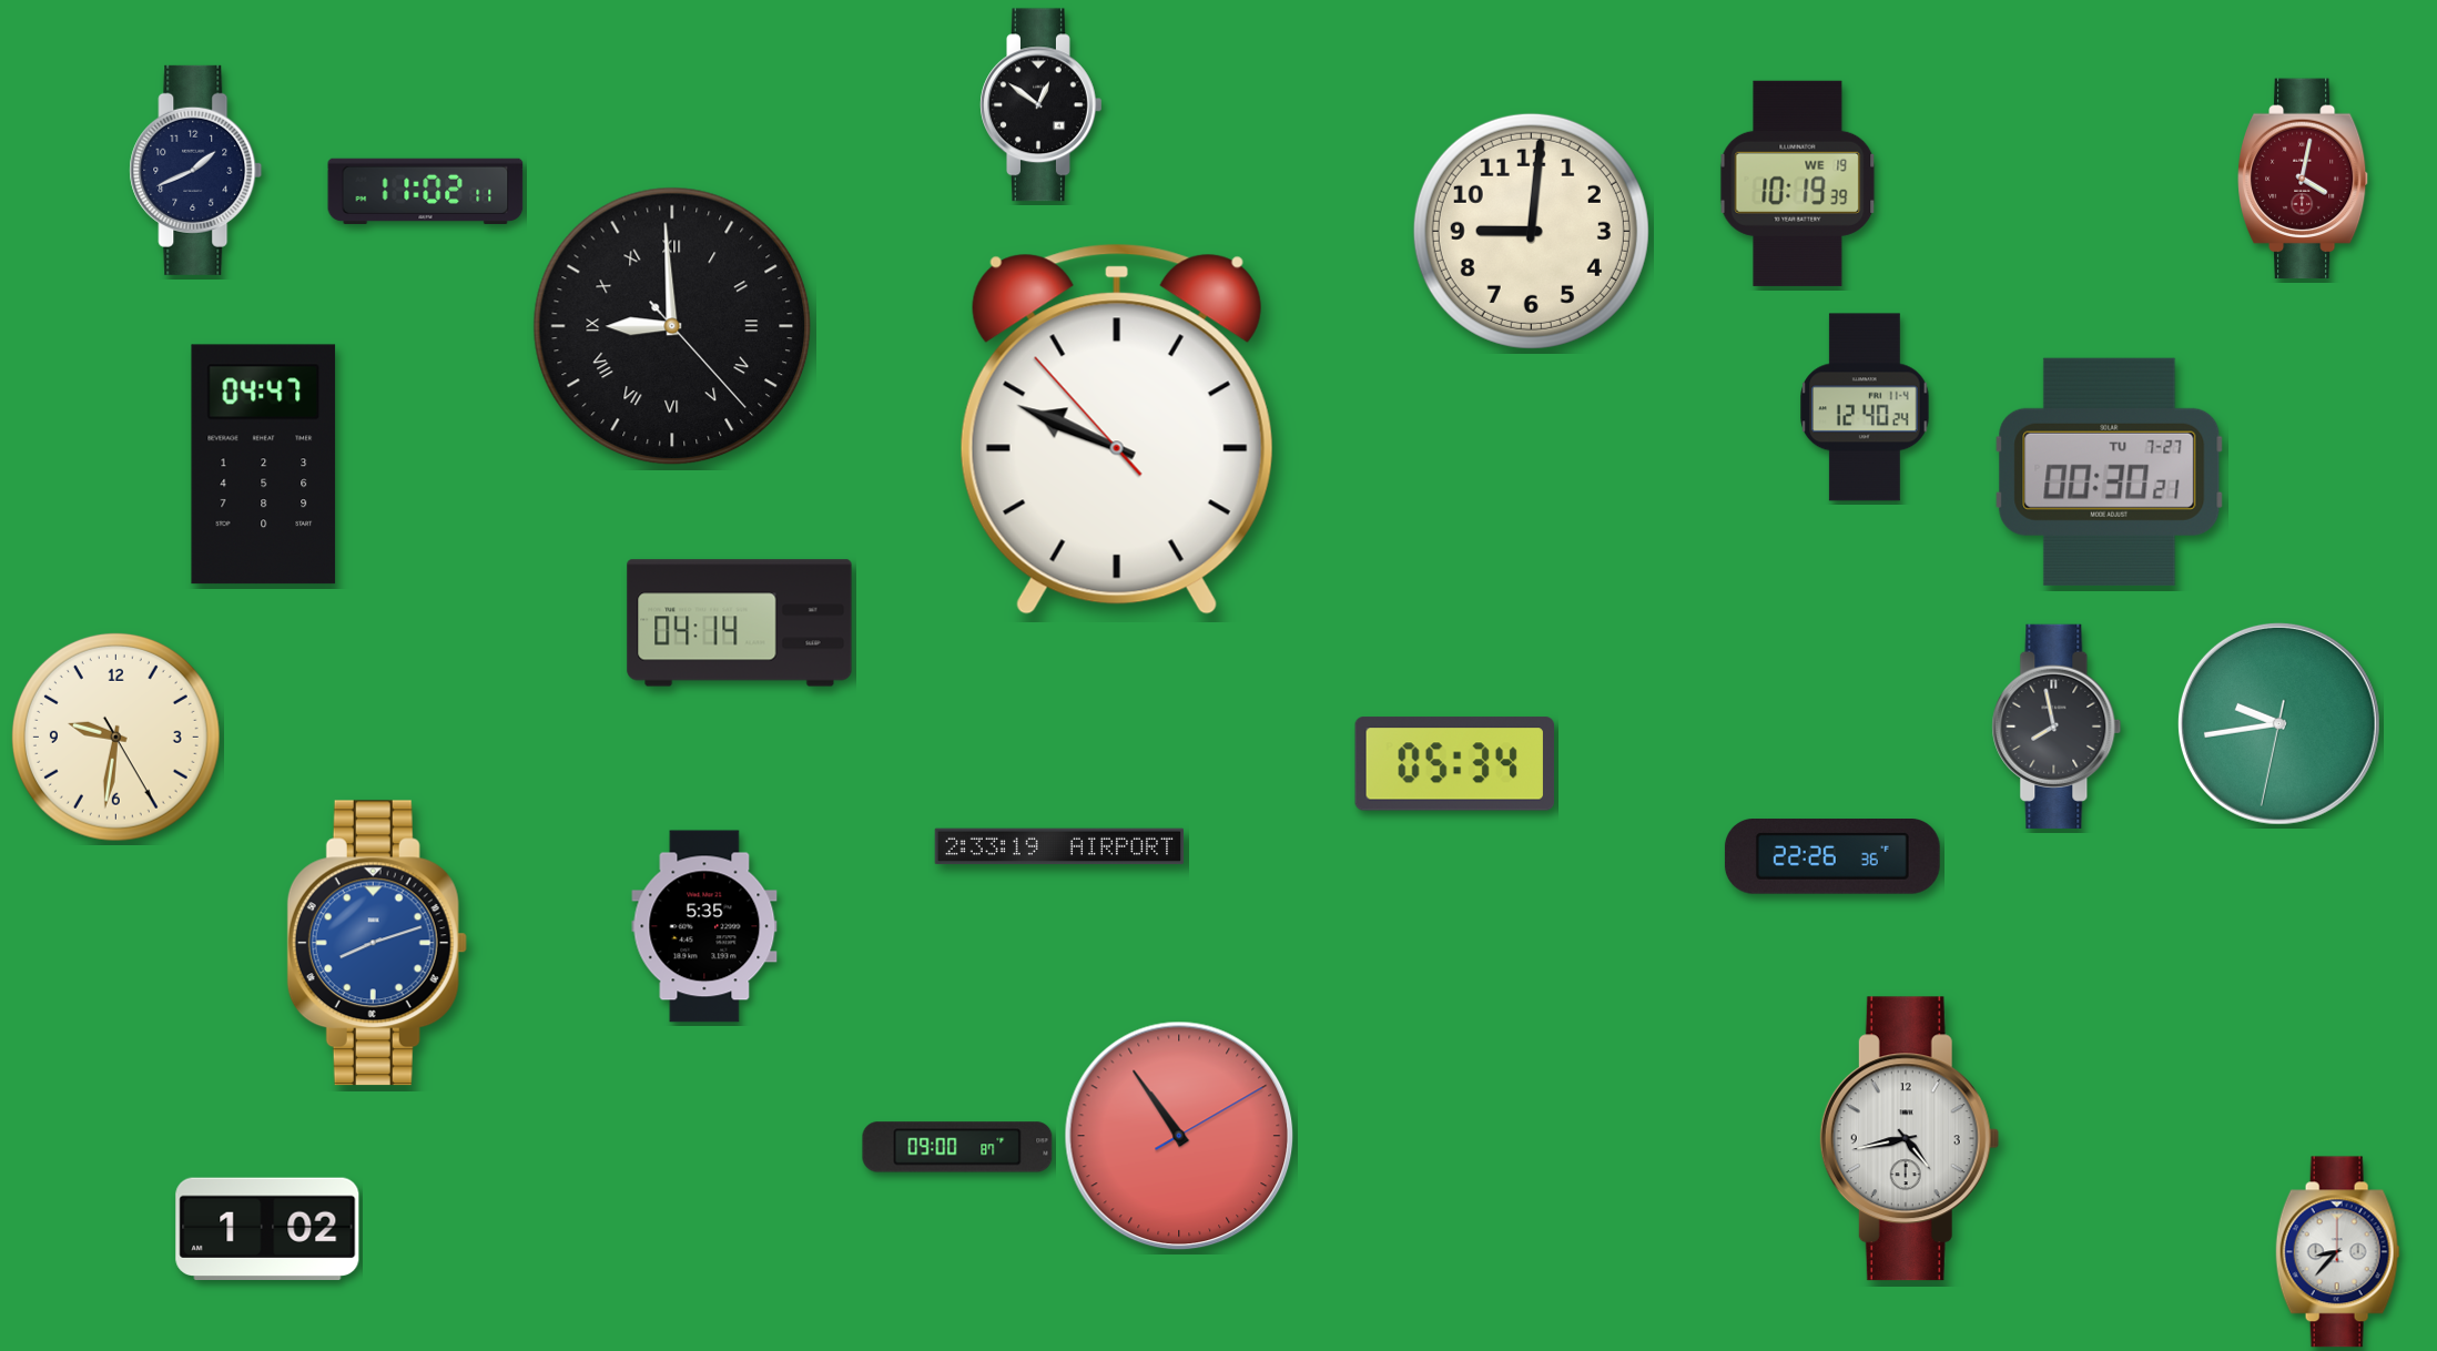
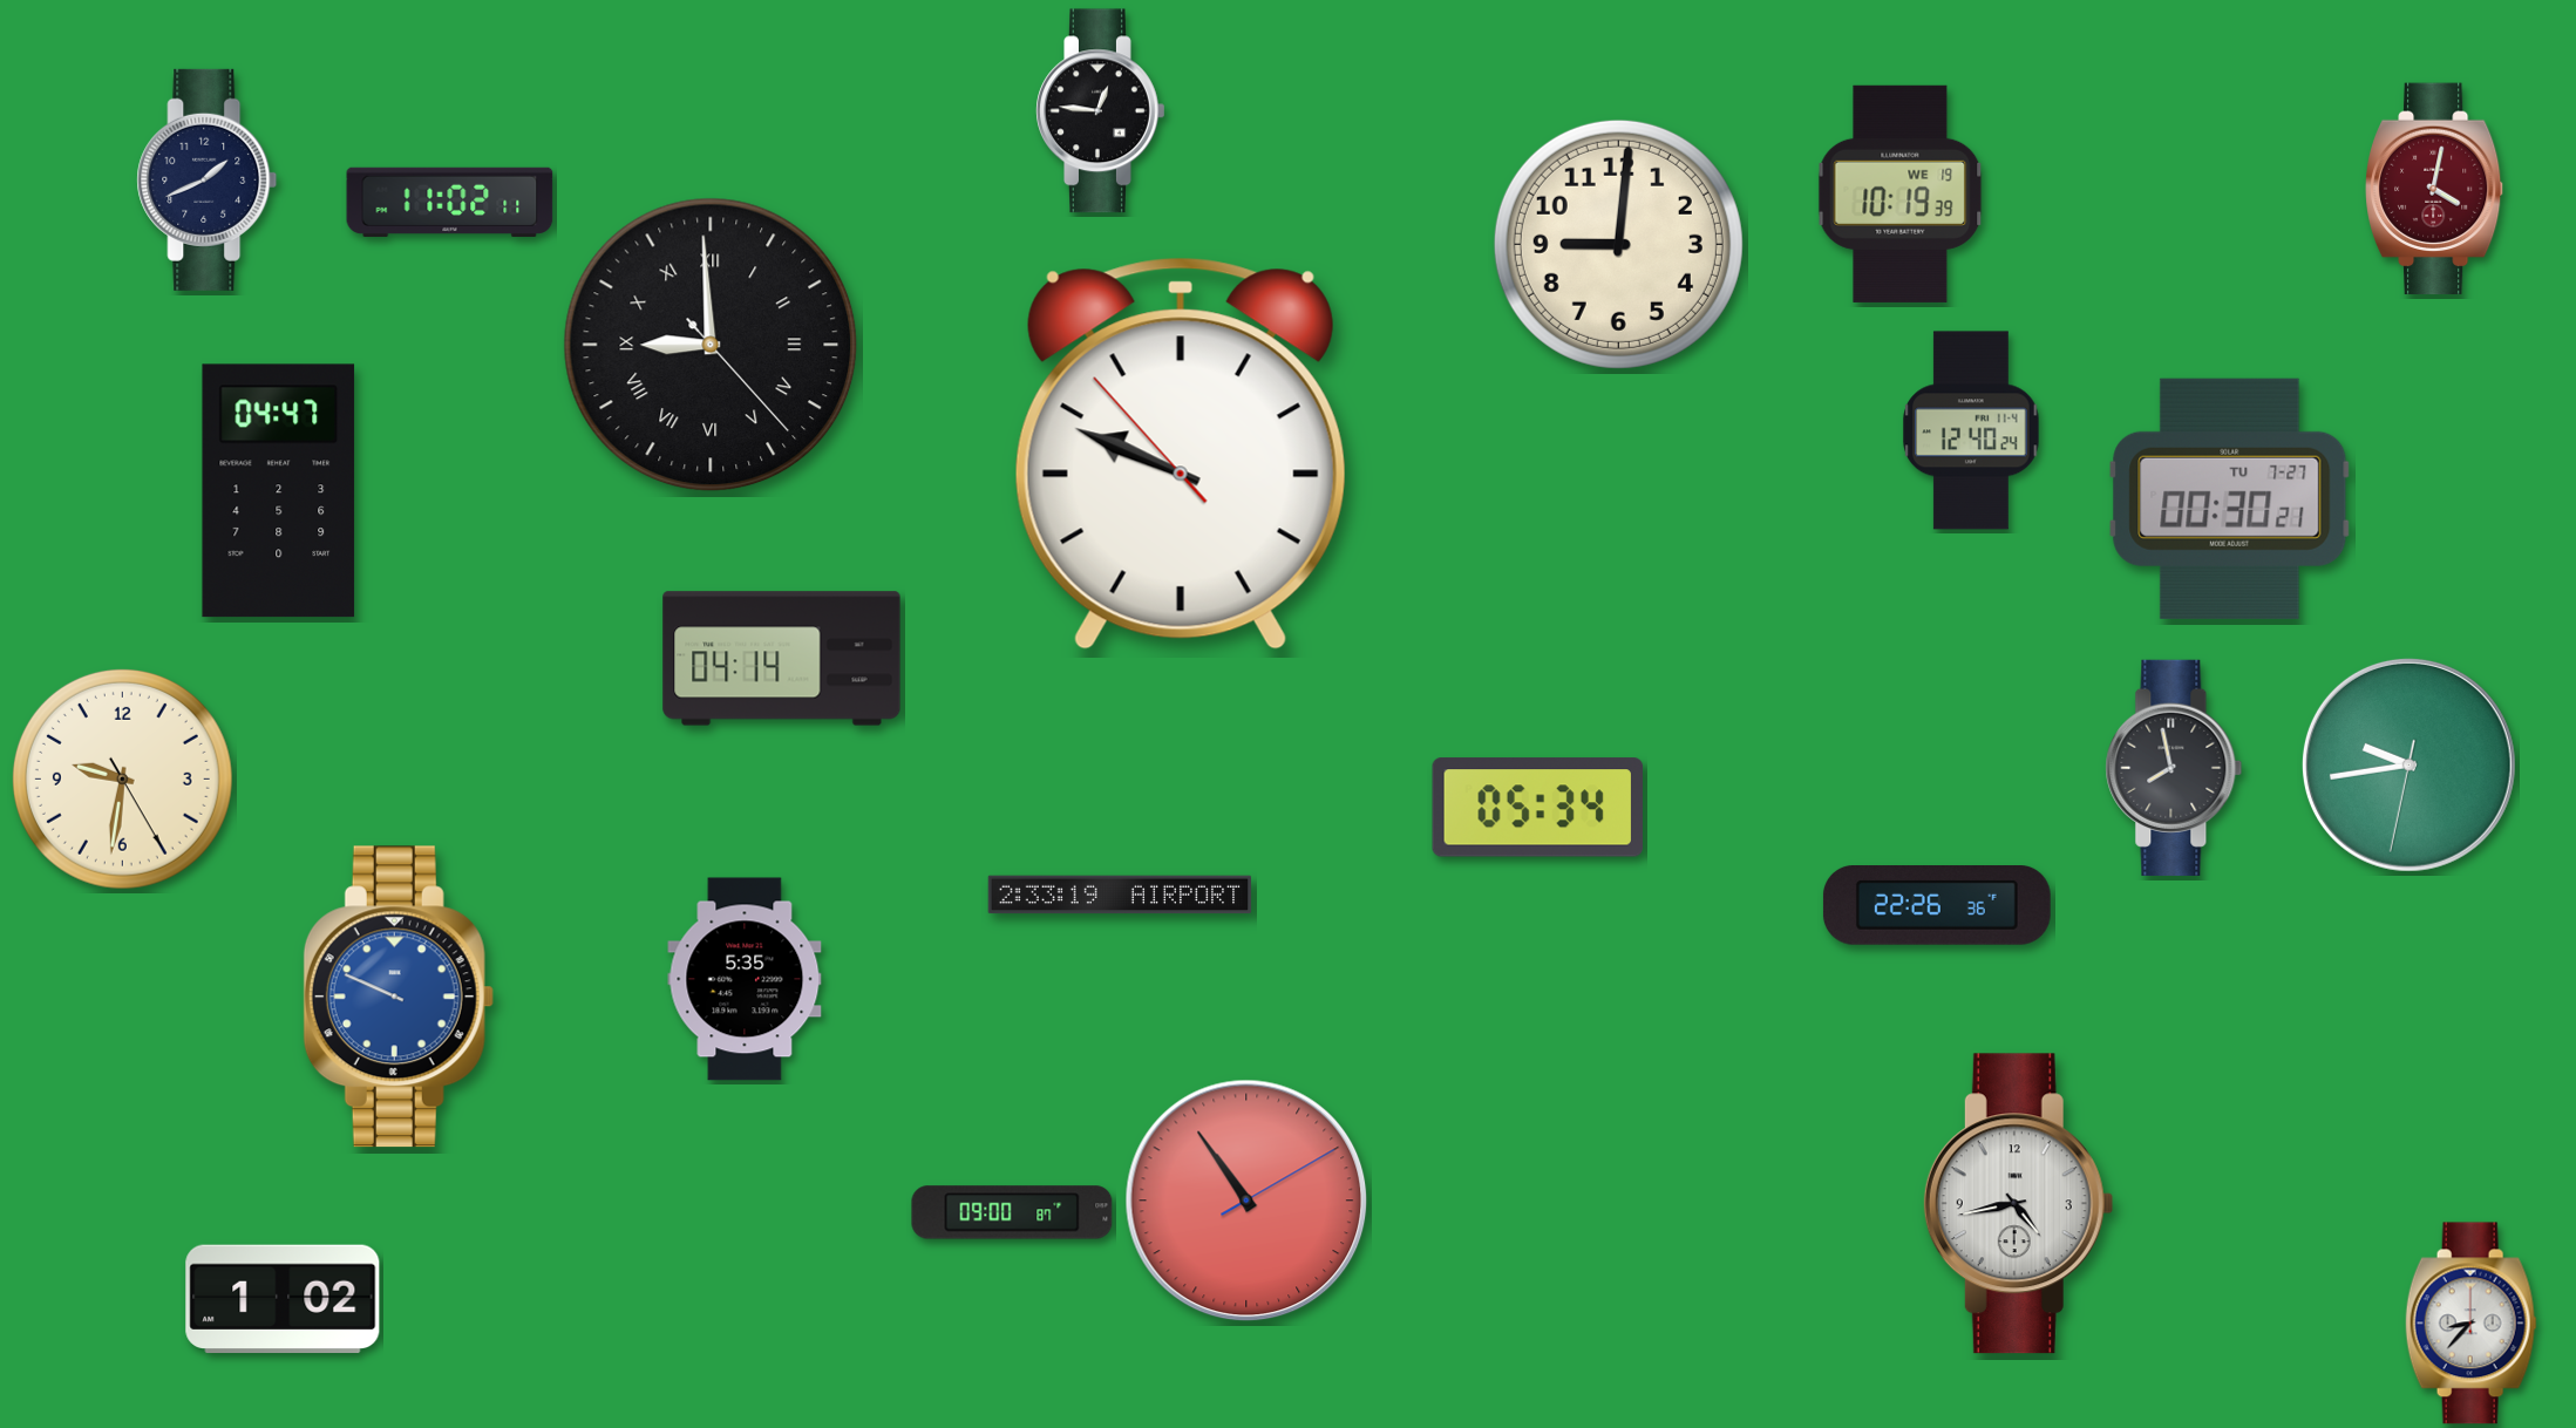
clock at (1042, 105): 12:51 -> 12:46
clock at (377, 943): 8:12 -> 9:49
